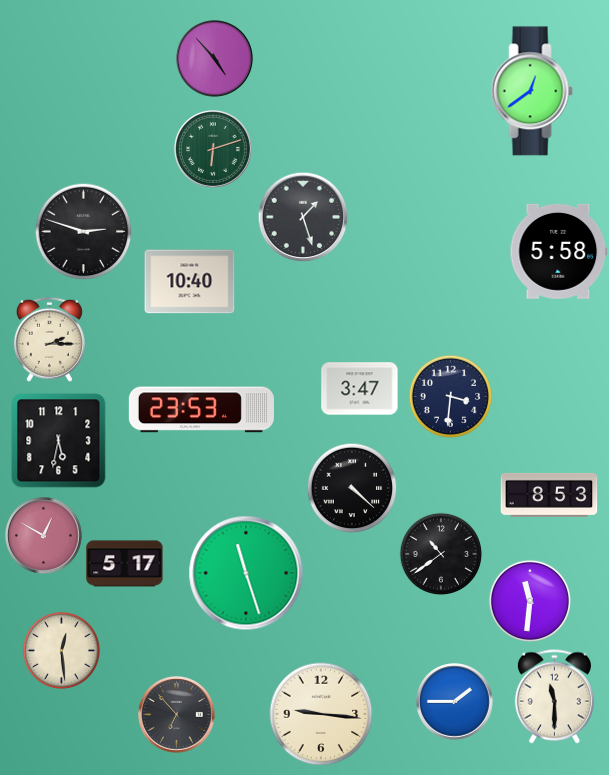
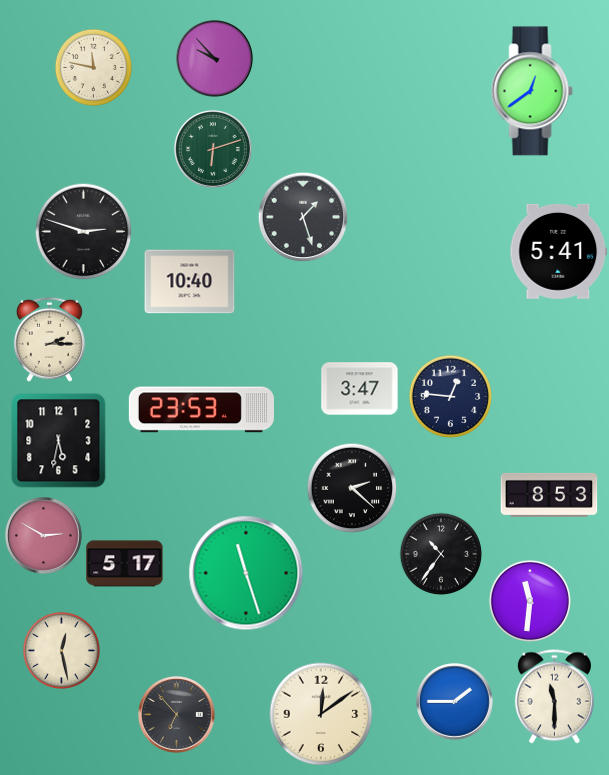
clock at (215, 59): 4:53 -> 9:53
clock at (93, 67): none -> 11:47
clock at (559, 251): 5:58 -> 5:41
clock at (450, 396): 3:31 -> 12:46
clock at (352, 488): 4:22 -> 2:22
clock at (44, 536): 12:50 -> 2:50
clock at (440, 553): 10:39 -> 10:36
clock at (61, 650): 12:29 -> 12:28
clock at (321, 714): 9:16 -> 12:09
